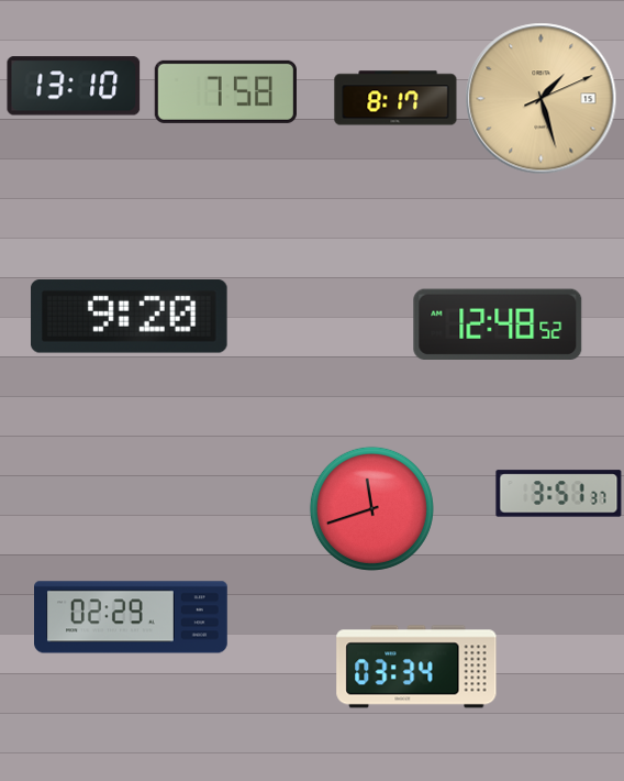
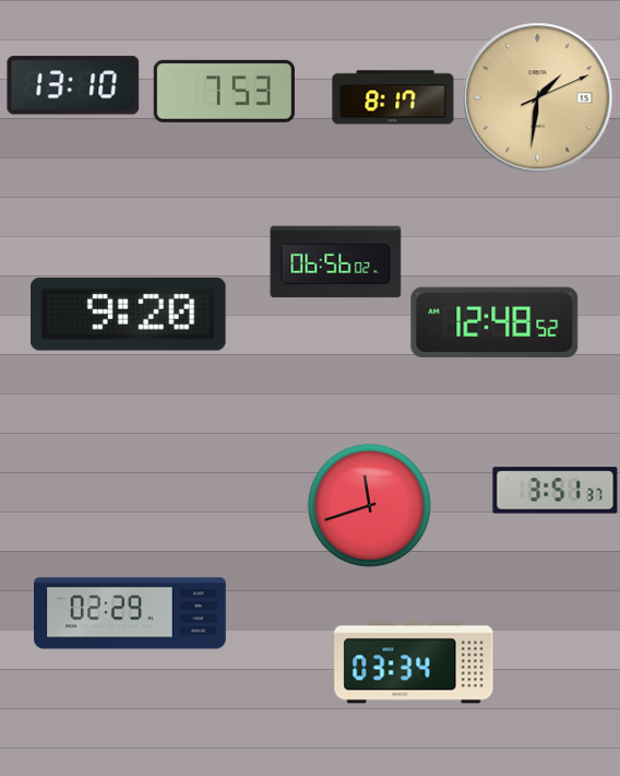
clock at (225, 91): 7:58 -> 7:53
clock at (542, 99): 1:27 -> 1:31
clock at (336, 262): none -> 06:56
